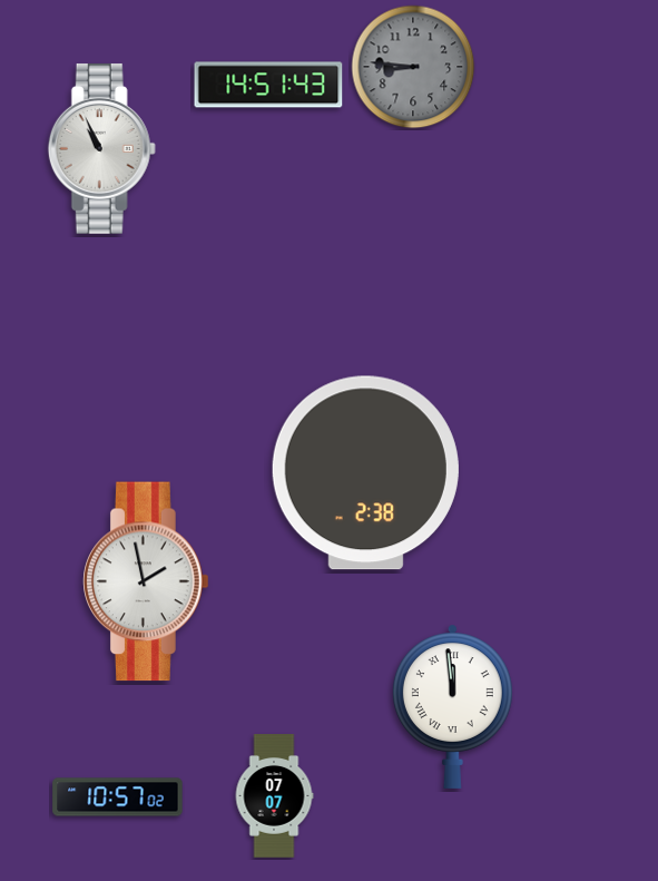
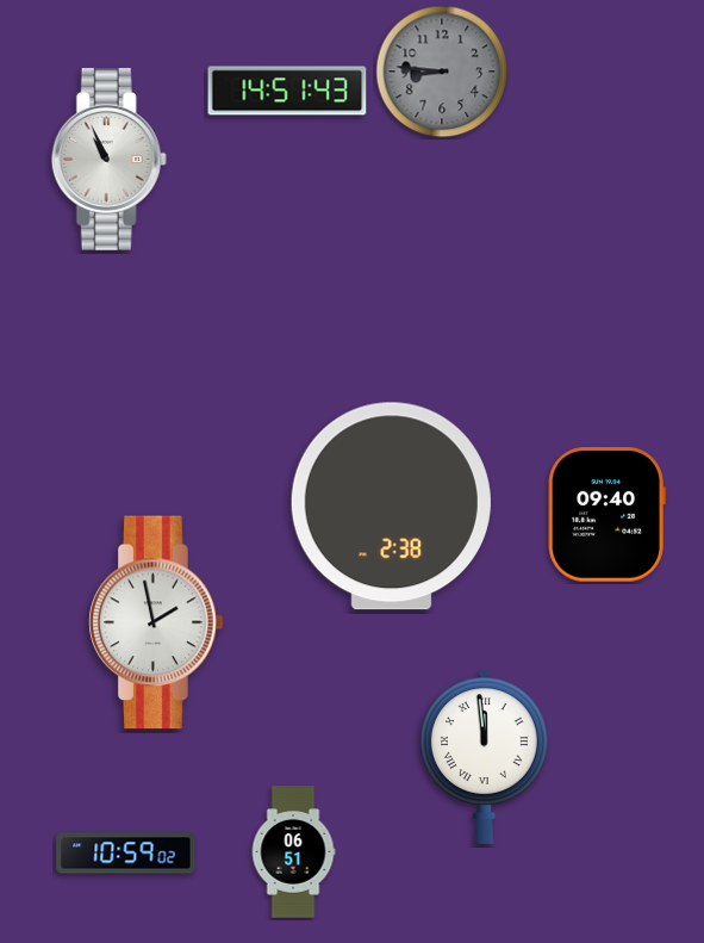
clock at (606, 515): none -> 09:40
clock at (274, 796): 07:07 -> 06:51
clock at (118, 797): 10:57 -> 10:59
